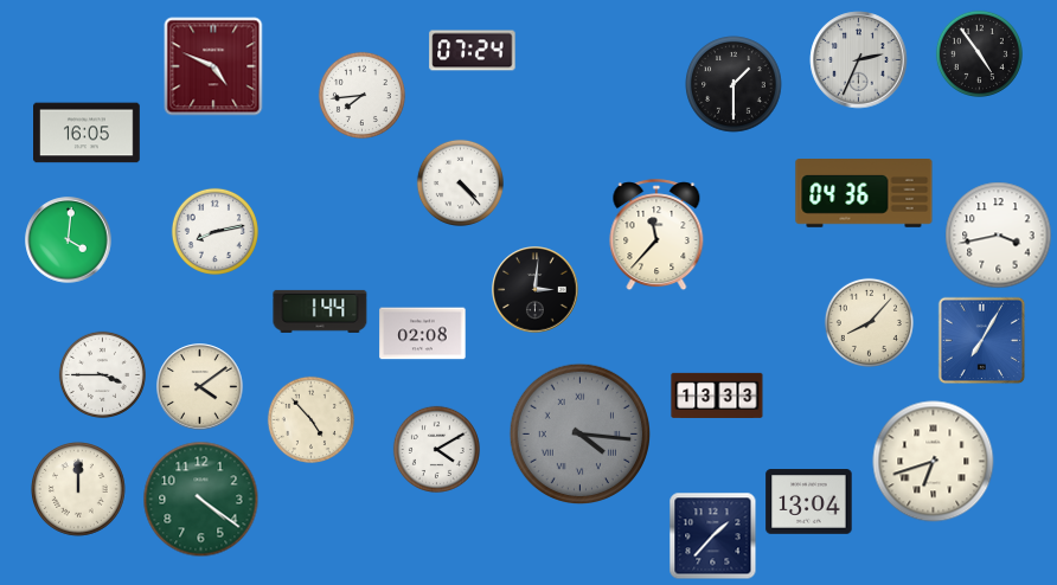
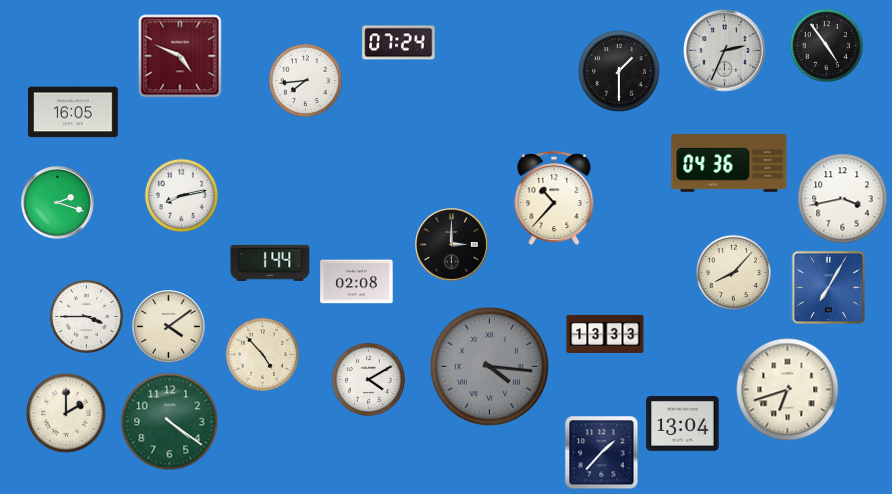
clock at (460, 182): 4:23 -> none
clock at (656, 236): 11:37 -> 10:37
clock at (69, 240): 4:01 -> 2:18
clock at (536, 290): 3:01 -> 3:00
clock at (79, 490): 12:00 -> 2:00
